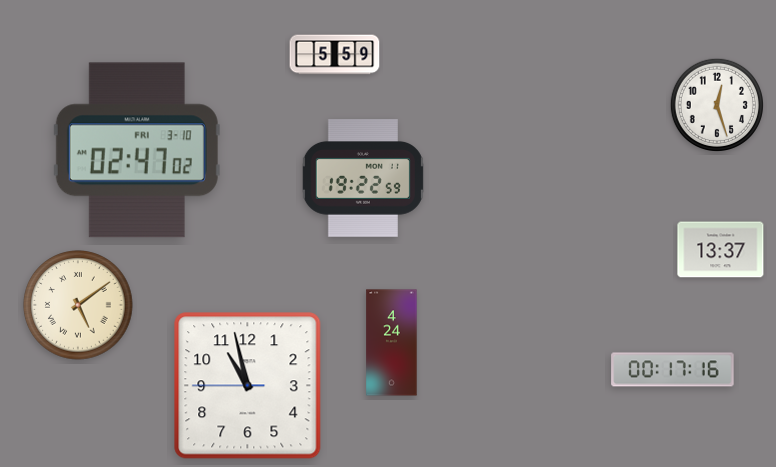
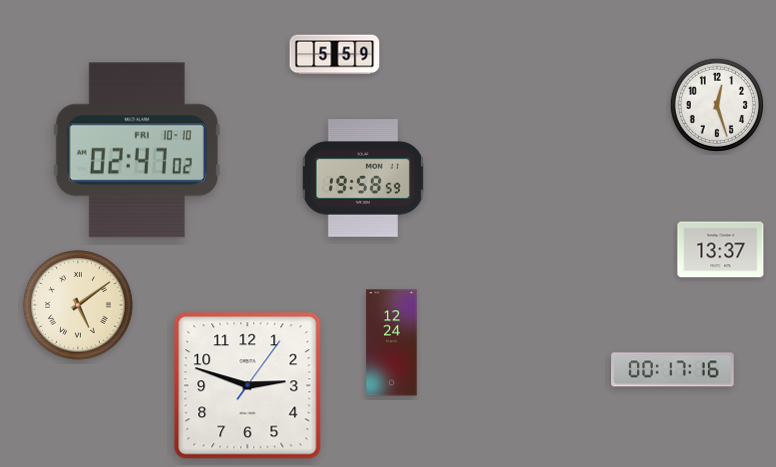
clock at (137, 150) date: FRI 3-10 -> FRI 10-10
clock at (363, 178): 19:22 -> 19:58
clock at (392, 343): 4:24 -> 12:24
clock at (248, 386): 10:57 -> 2:48
